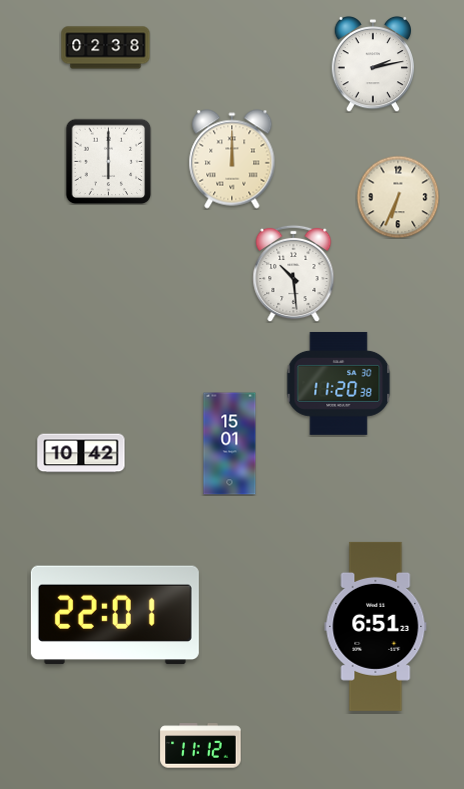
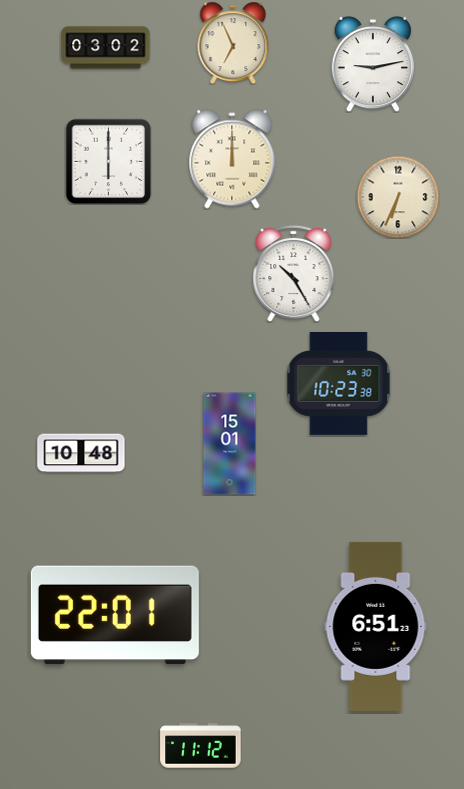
clock at (233, 43): none -> 6:56
clock at (106, 48): 02:38 -> 03:02
clock at (373, 64): 2:13 -> 9:13
clock at (294, 273): 10:29 -> 10:25
clock at (339, 384): 11:20 -> 10:23
clock at (81, 453): 10:42 -> 10:48
